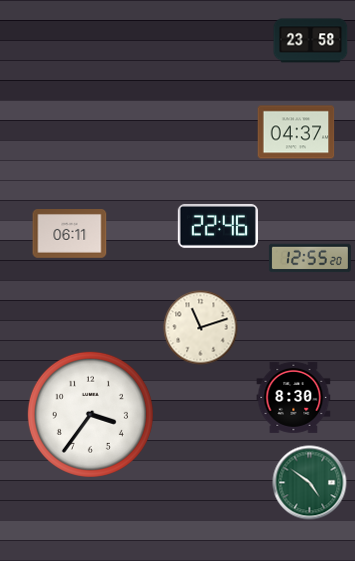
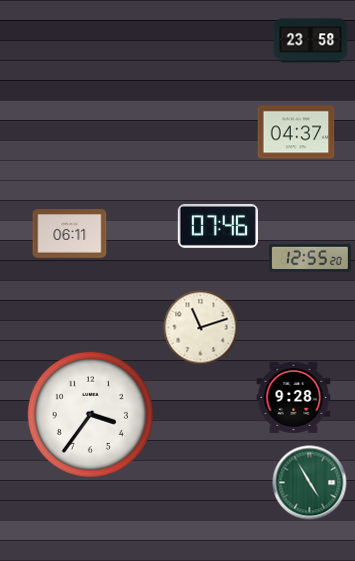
clock at (218, 226): 22:46 -> 07:46
clock at (294, 397): 8:30 -> 9:28
clock at (310, 483): 4:51 -> 4:55
